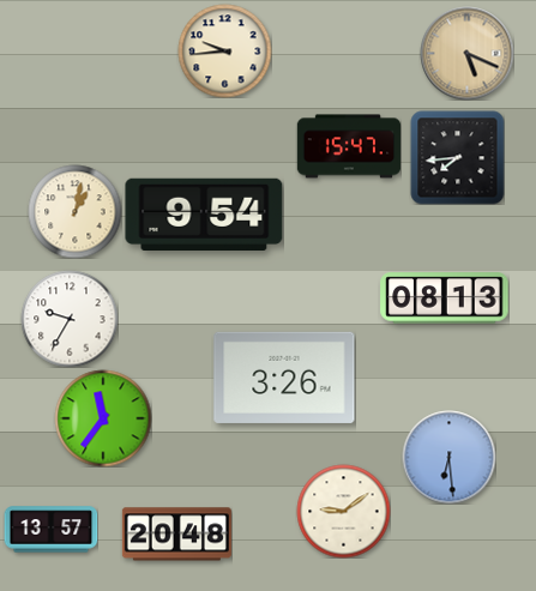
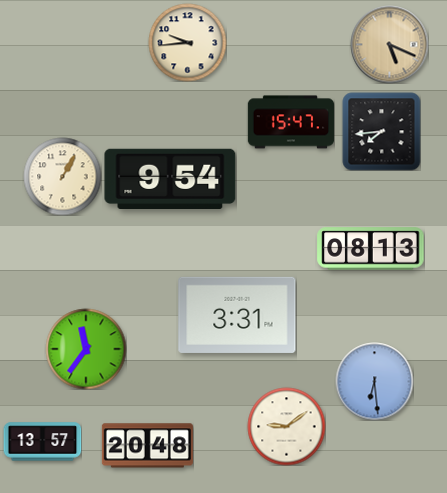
clock at (74, 211): 1:02 -> 1:05
clock at (70, 319): 9:35 -> none
clock at (284, 378): 3:26 -> 3:31
